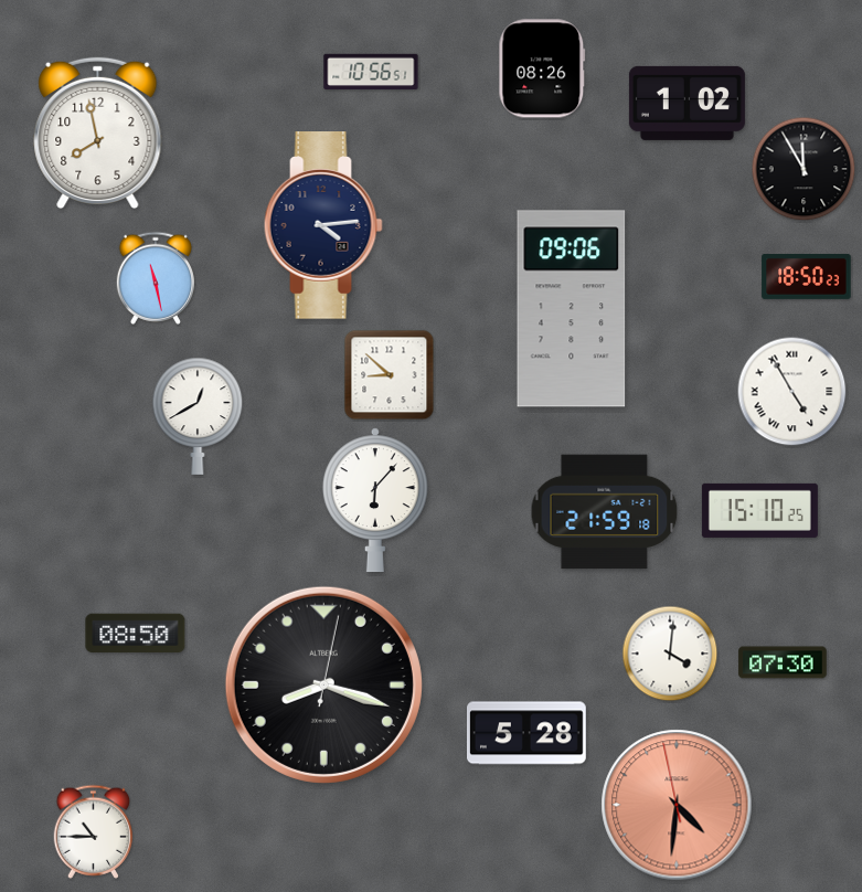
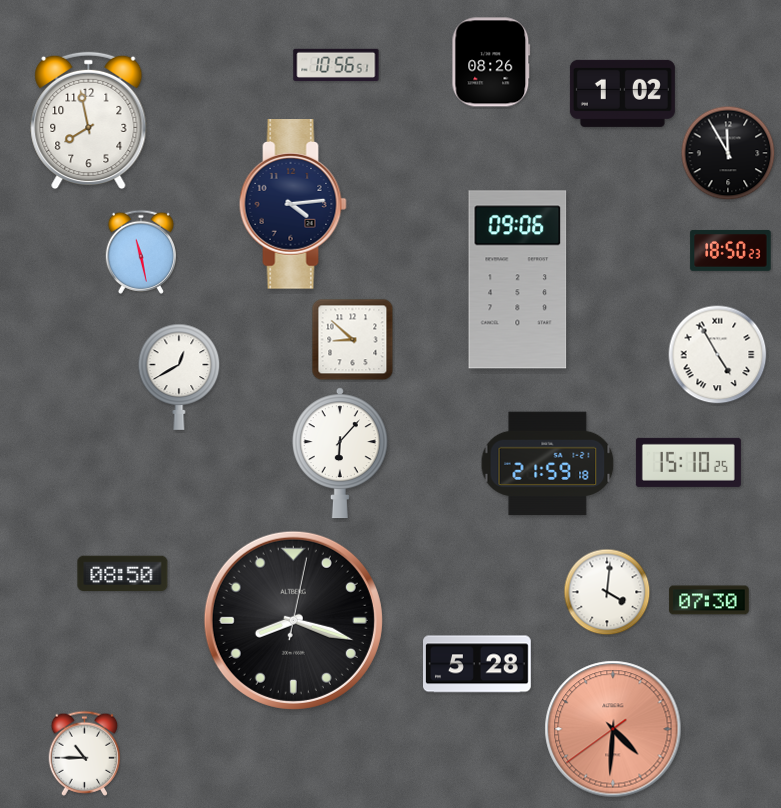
clock at (677, 805): 4:30:58 -> 4:30:39
